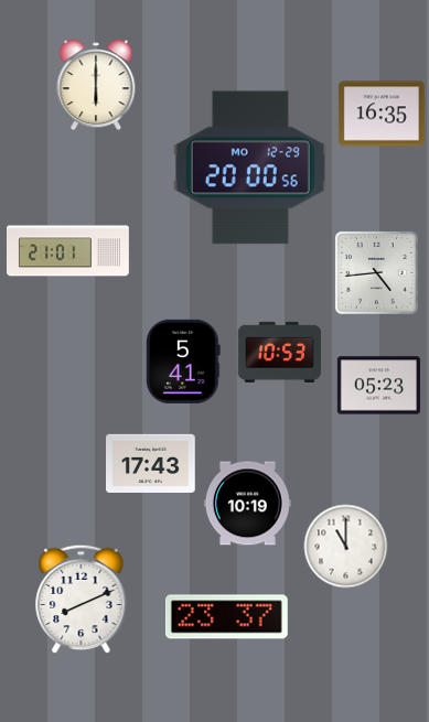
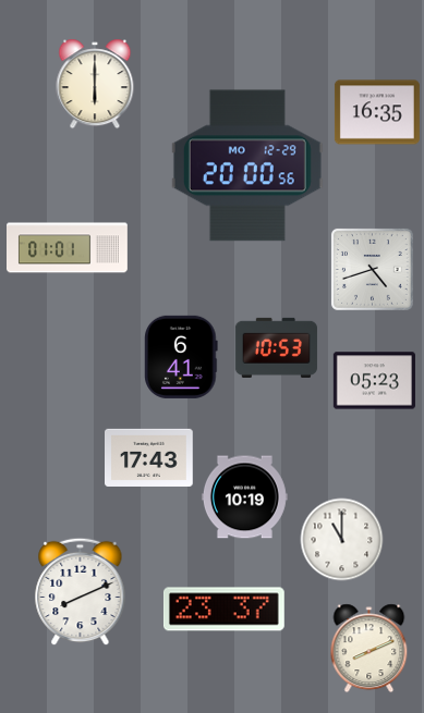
clock at (68, 251): 21:01 -> 01:01
clock at (376, 272): 4:44 -> 4:42
clock at (183, 362): 5:41 -> 6:41
clock at (370, 649): none -> 8:11
